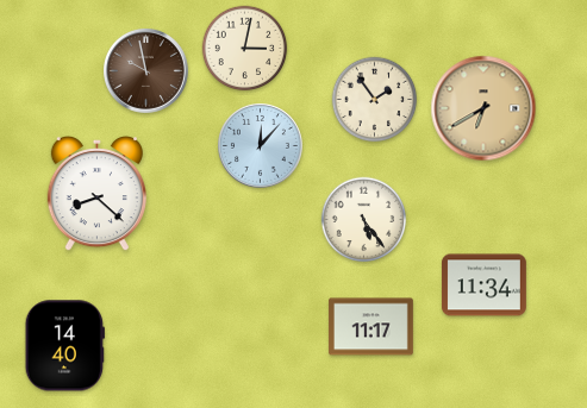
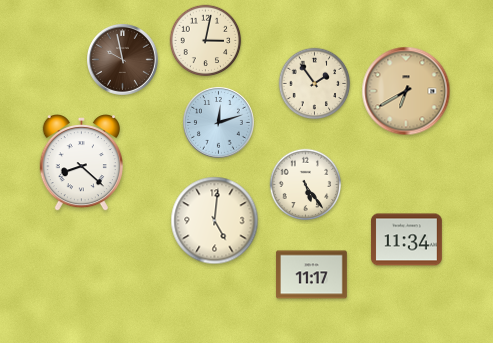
clock at (261, 146): 12:07 -> 12:12
clock at (215, 221): none -> 5:01
clock at (64, 346): 14:40 -> none
